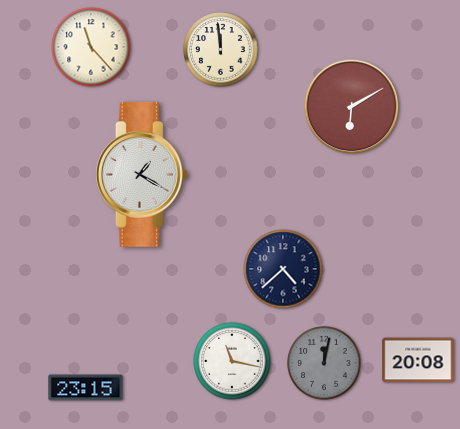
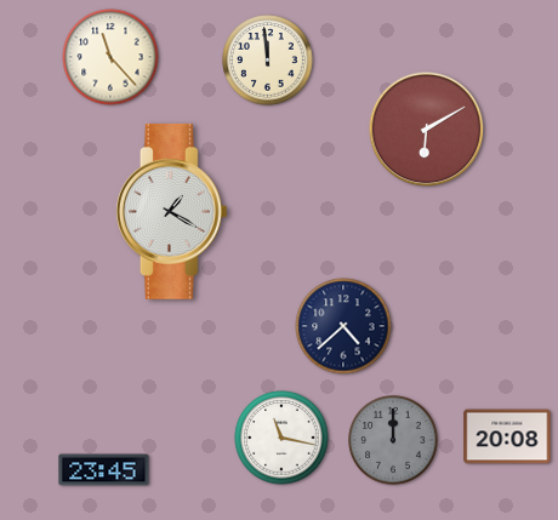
clock at (325, 364): 12:02 -> 12:00
clock at (86, 388): 23:15 -> 23:45
